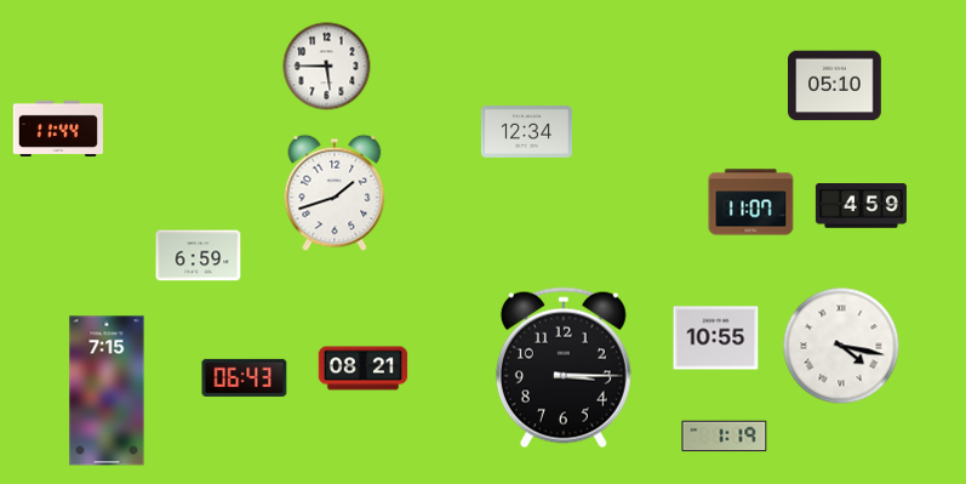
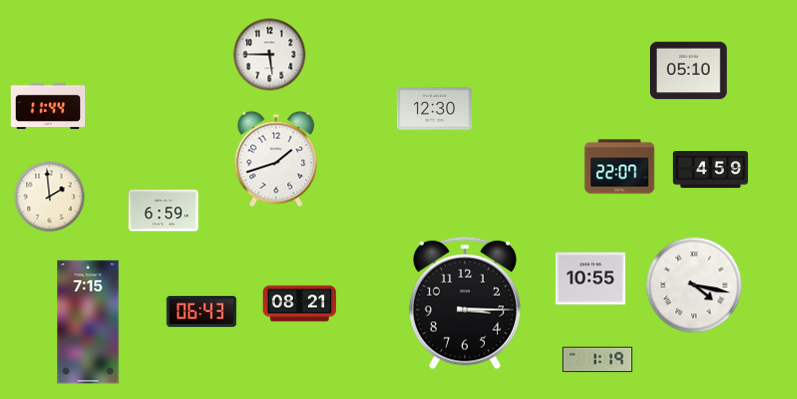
clock at (526, 132): 12:34 -> 12:30
clock at (751, 203): 11:07 -> 22:07
clock at (50, 197): none -> 1:59
